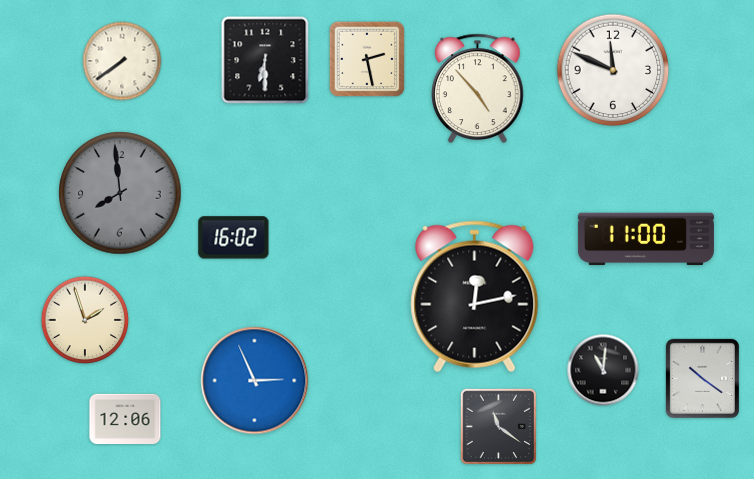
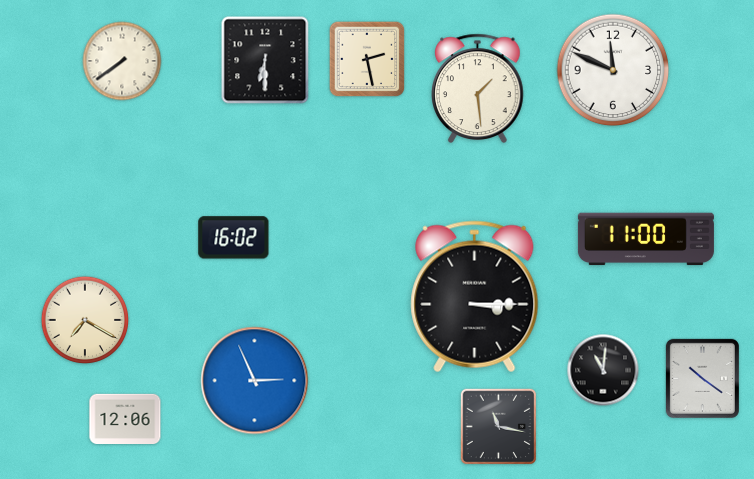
clock at (478, 88): 4:53 -> 1:29
clock at (120, 193): 7:59 -> none
clock at (475, 297): 12:13 -> 3:15
clock at (85, 320): 1:57 -> 7:20
clock at (499, 427): 11:21 -> 11:17
